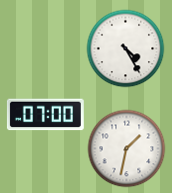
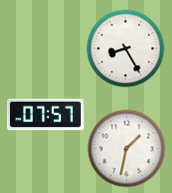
clock at (125, 48): 4:25 -> 8:25
clock at (45, 115): 07:00 -> 07:57
